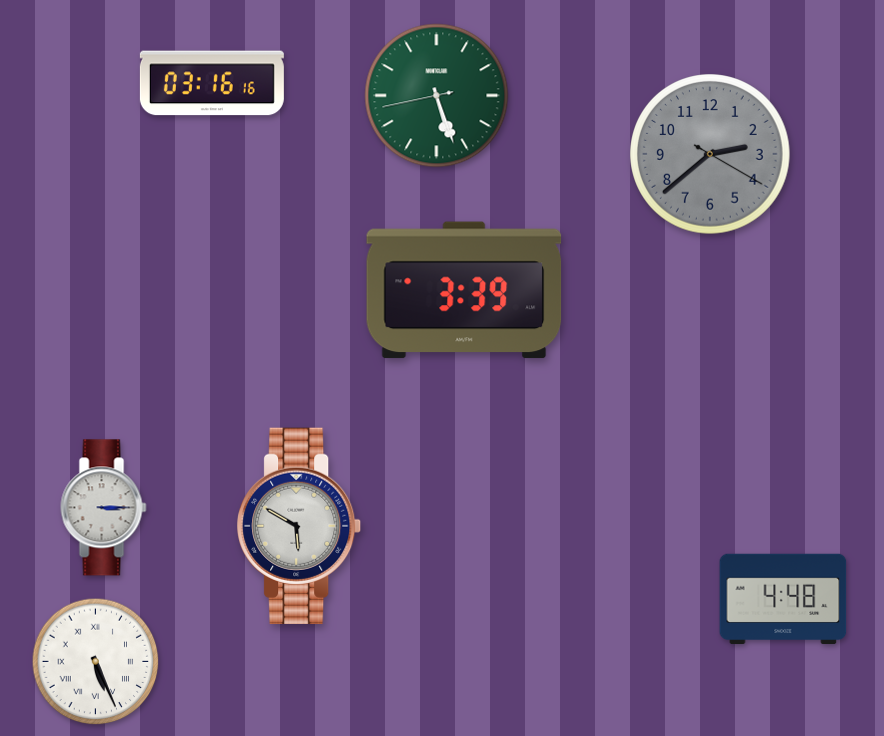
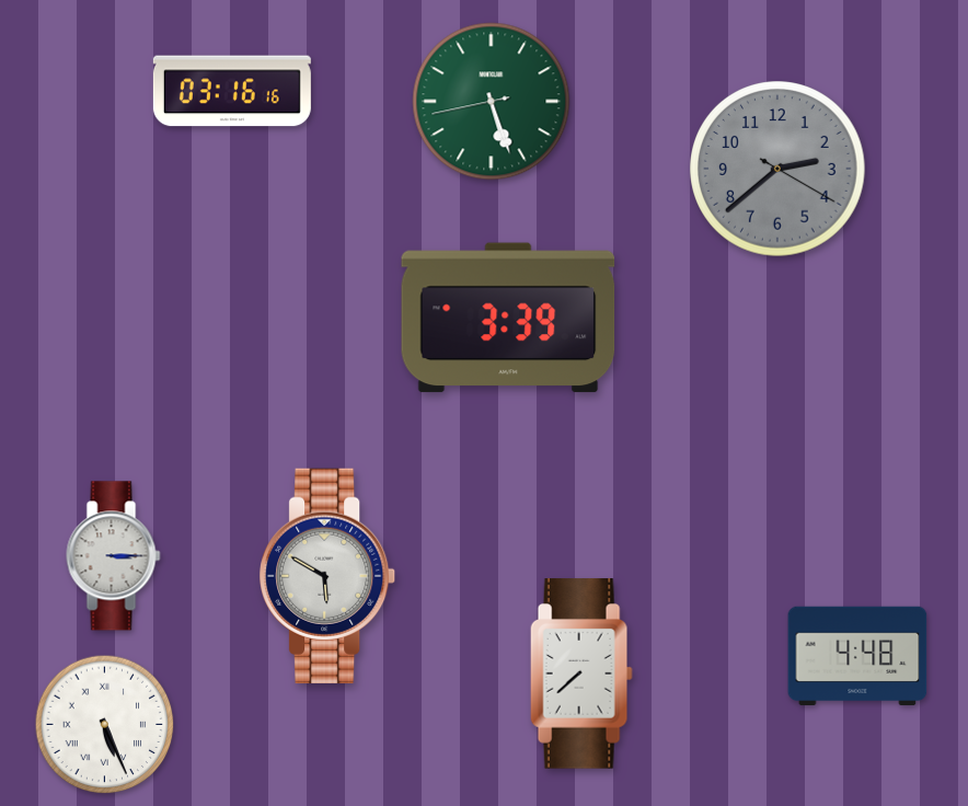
clock at (437, 96) position: (437, 96) -> (492, 102)
clock at (581, 673): none -> 7:38
